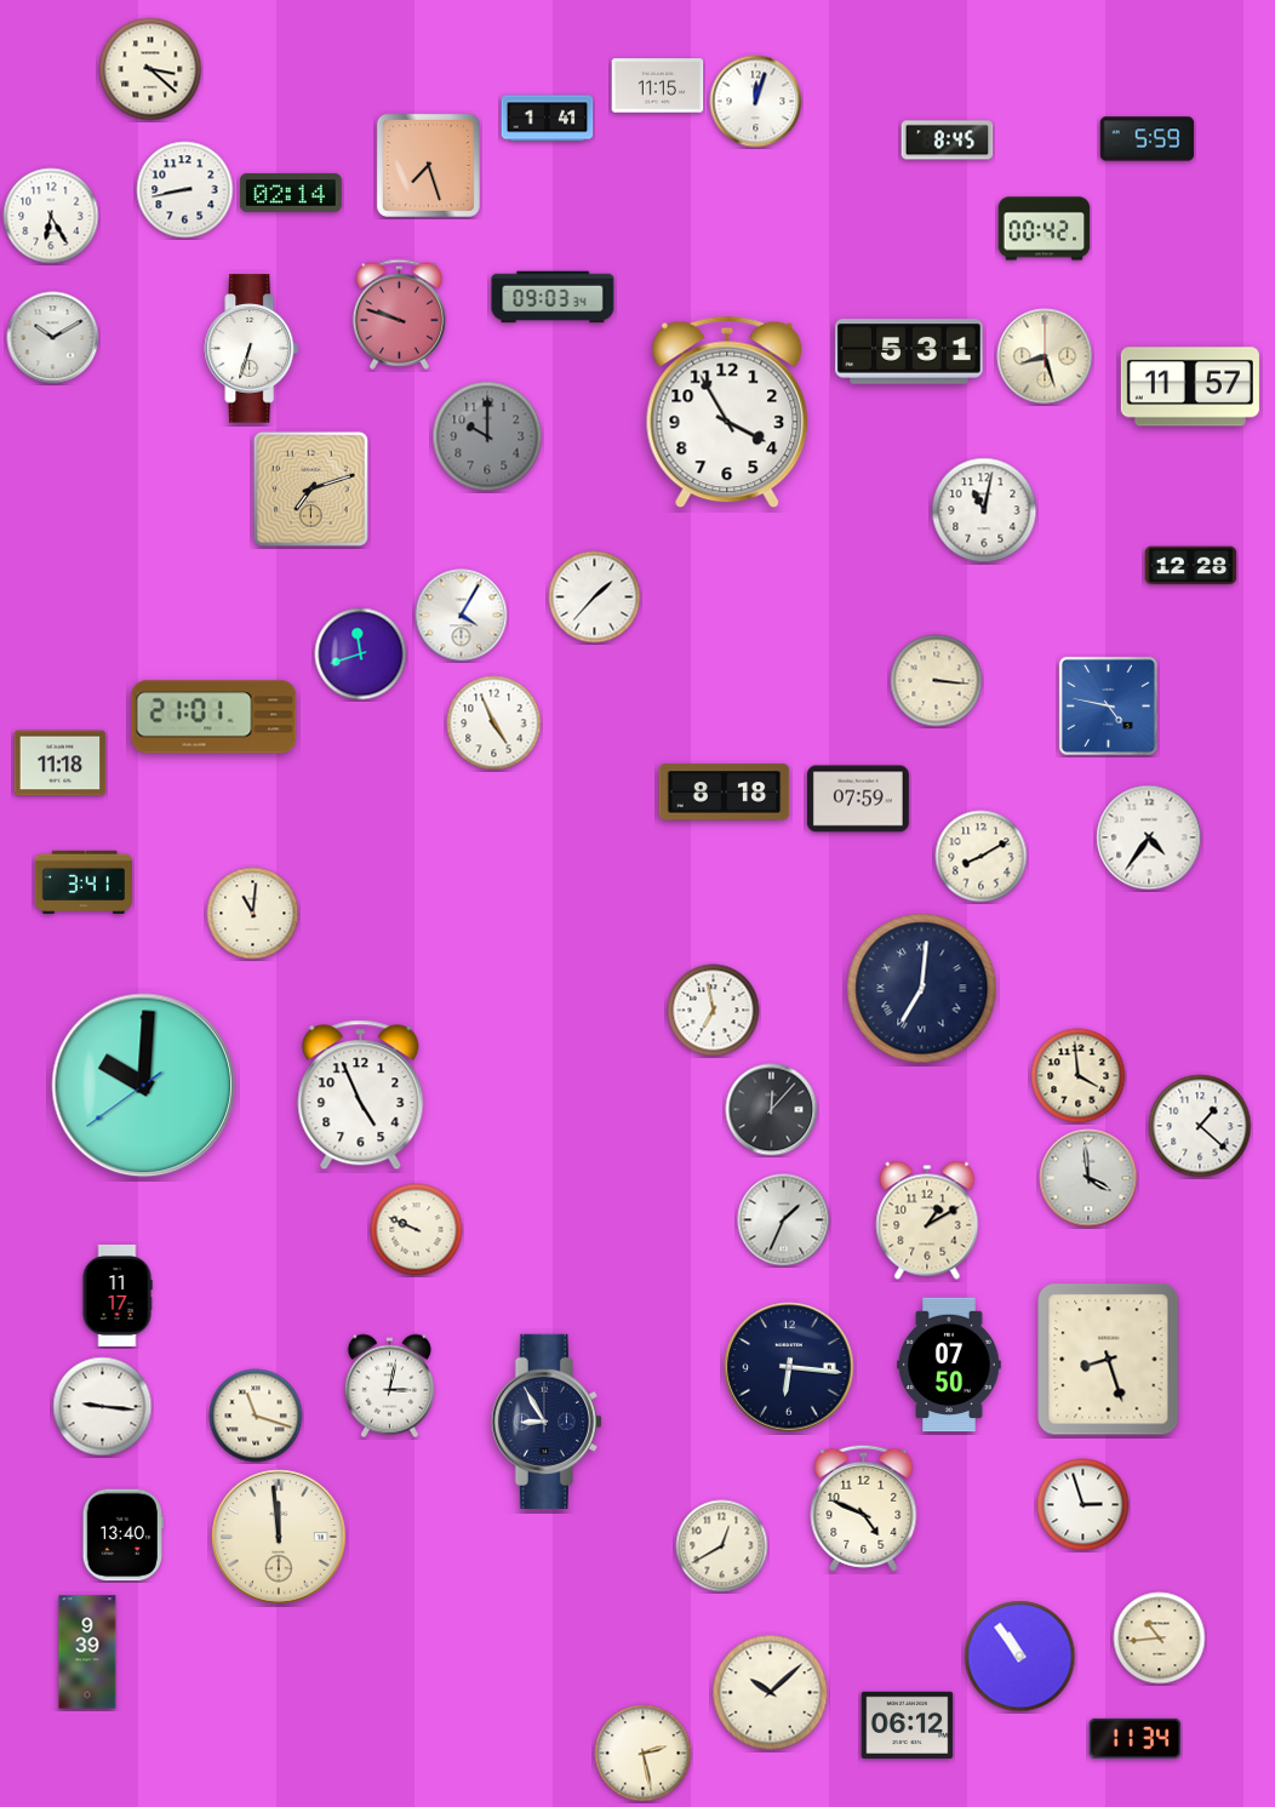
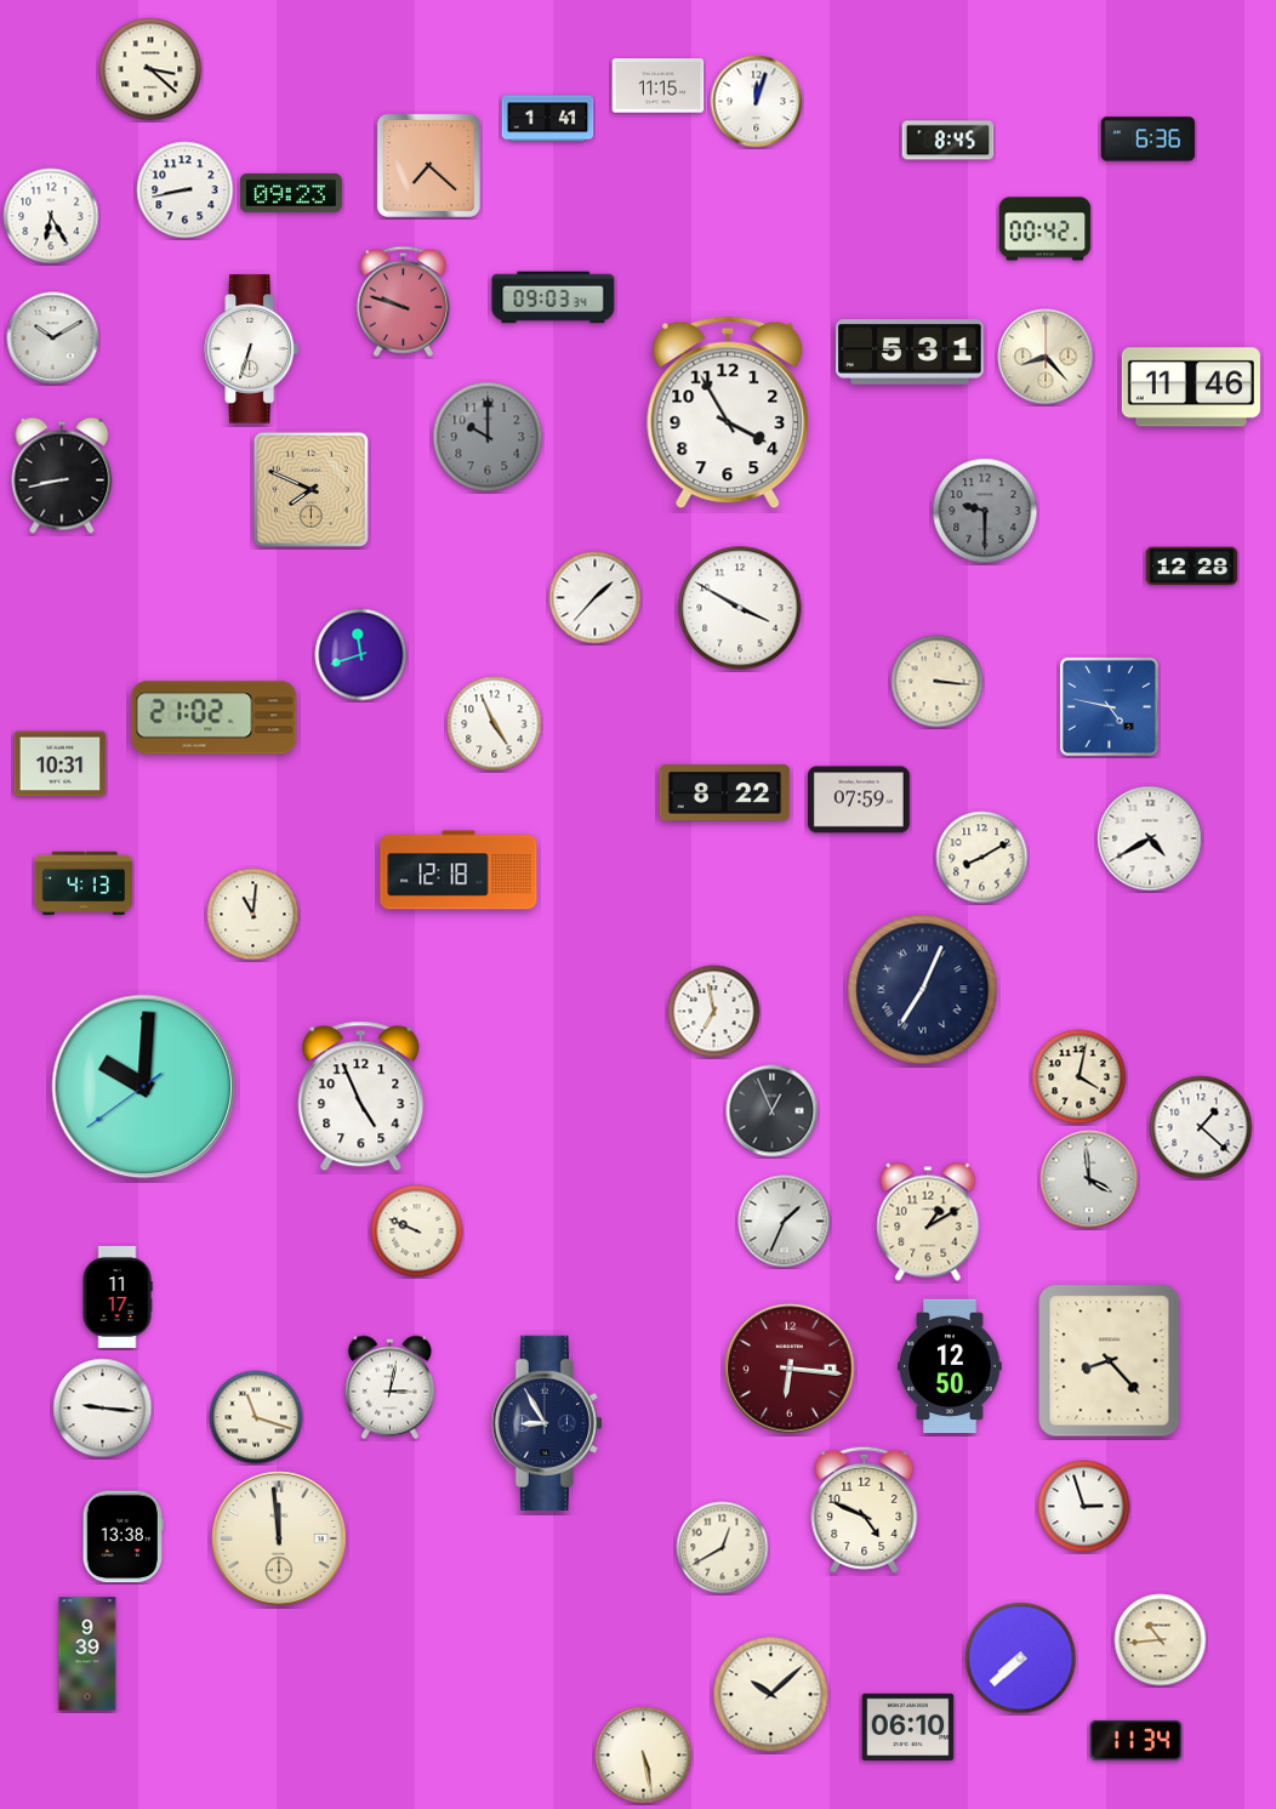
clock at (1148, 139): 5:59 -> 6:36
clock at (428, 165): 7:27 -> 7:22
clock at (291, 193): 02:14 -> 09:23
clock at (399, 314) position: (399, 314) -> (403, 301)
clock at (1045, 356): 8:27 -> 8:23
clock at (1190, 387): 11:57 -> 11:46
clock at (62, 476): none -> 8:43
clock at (310, 488): 7:12 -> 7:49
clock at (984, 510): 11:02 -> 9:30
clock at (984, 510) dial: white -> grey
clock at (740, 608): none -> 3:50
clock at (462, 616): 4:05 -> none
clock at (215, 717): 21:01 -> 21:02
clock at (61, 764): 11:18 -> 10:31
clock at (725, 793): 8:18 -> 8:22
clock at (1149, 837): 4:36 -> 4:40
clock at (458, 870): none -> 12:18
clock at (84, 881): 3:41 -> 4:13
clock at (922, 989): 7:01 -> 7:04
clock at (1079, 1076): 3:59 -> 4:02
clock at (772, 1110): 12:07 -> 12:56
clock at (1109, 1360): 8:27 -> 8:23
clock at (949, 1365): 07:50 -> 12:50
clock at (789, 1367) dial: navy -> burgundy
clock at (122, 1536): 13:40 -> 13:38
clock at (1020, 1657): 10:54 -> 7:38
clock at (908, 1725): 06:12 -> 06:10
clock at (644, 1754): 2:28 -> 5:28
